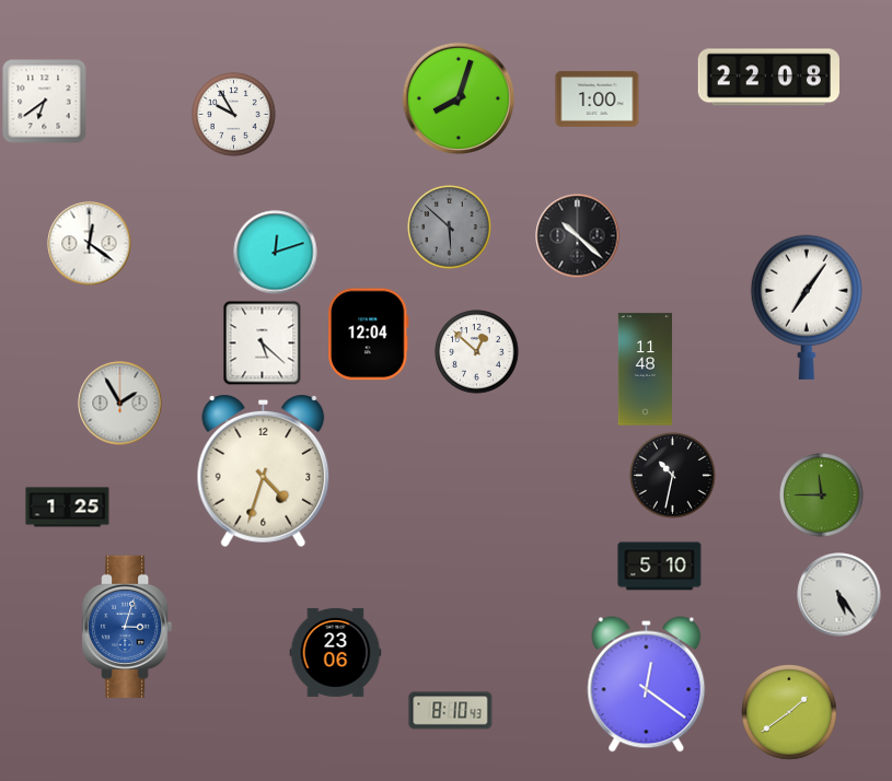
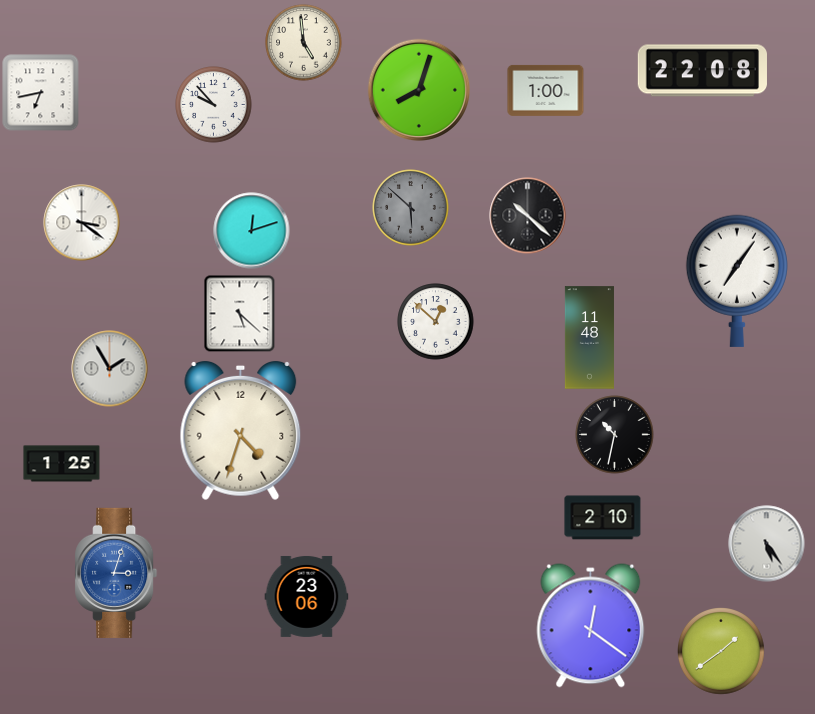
clock at (304, 43): none -> 4:59
clock at (45, 102): 6:39 -> 6:43
clock at (234, 115): 9:55 -> 9:53
clock at (90, 244): 12:21 -> 3:21
clock at (369, 335): 12:04 -> none
clock at (822, 496): 11:45 -> none
clock at (660, 567): 5:10 -> 2:10
clock at (451, 711): 8:10 -> none
